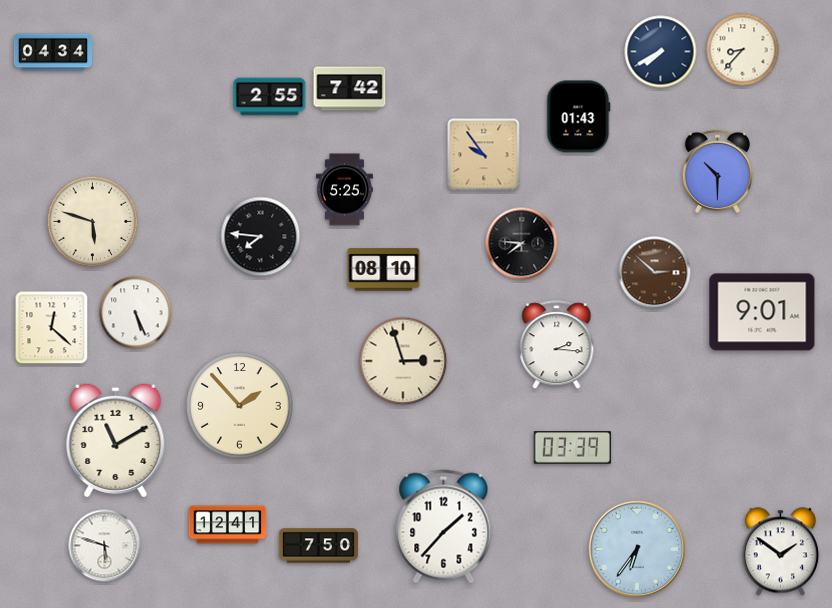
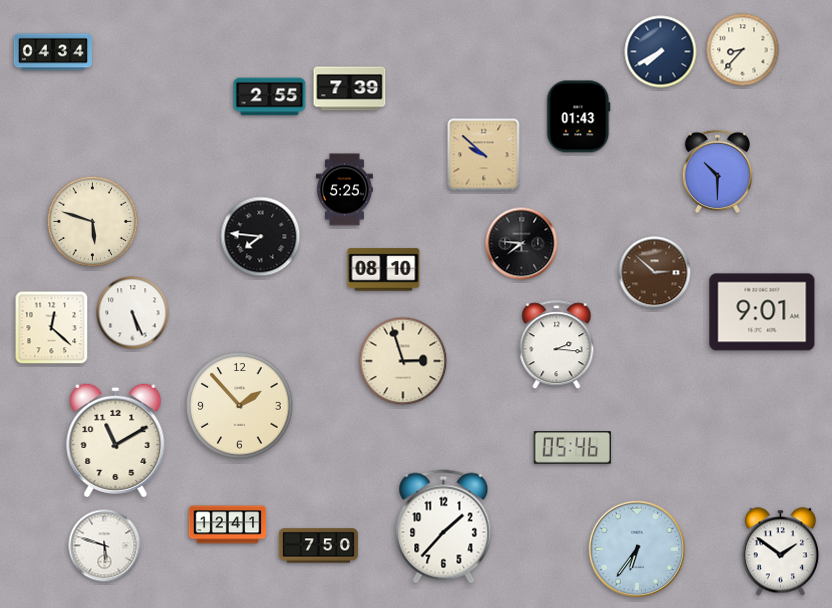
clock at (350, 89): 7:42 -> 7:39
clock at (484, 155): 9:54 -> 9:52
clock at (136, 313) position: (136, 313) -> (133, 313)
clock at (573, 448): 03:39 -> 05:46
